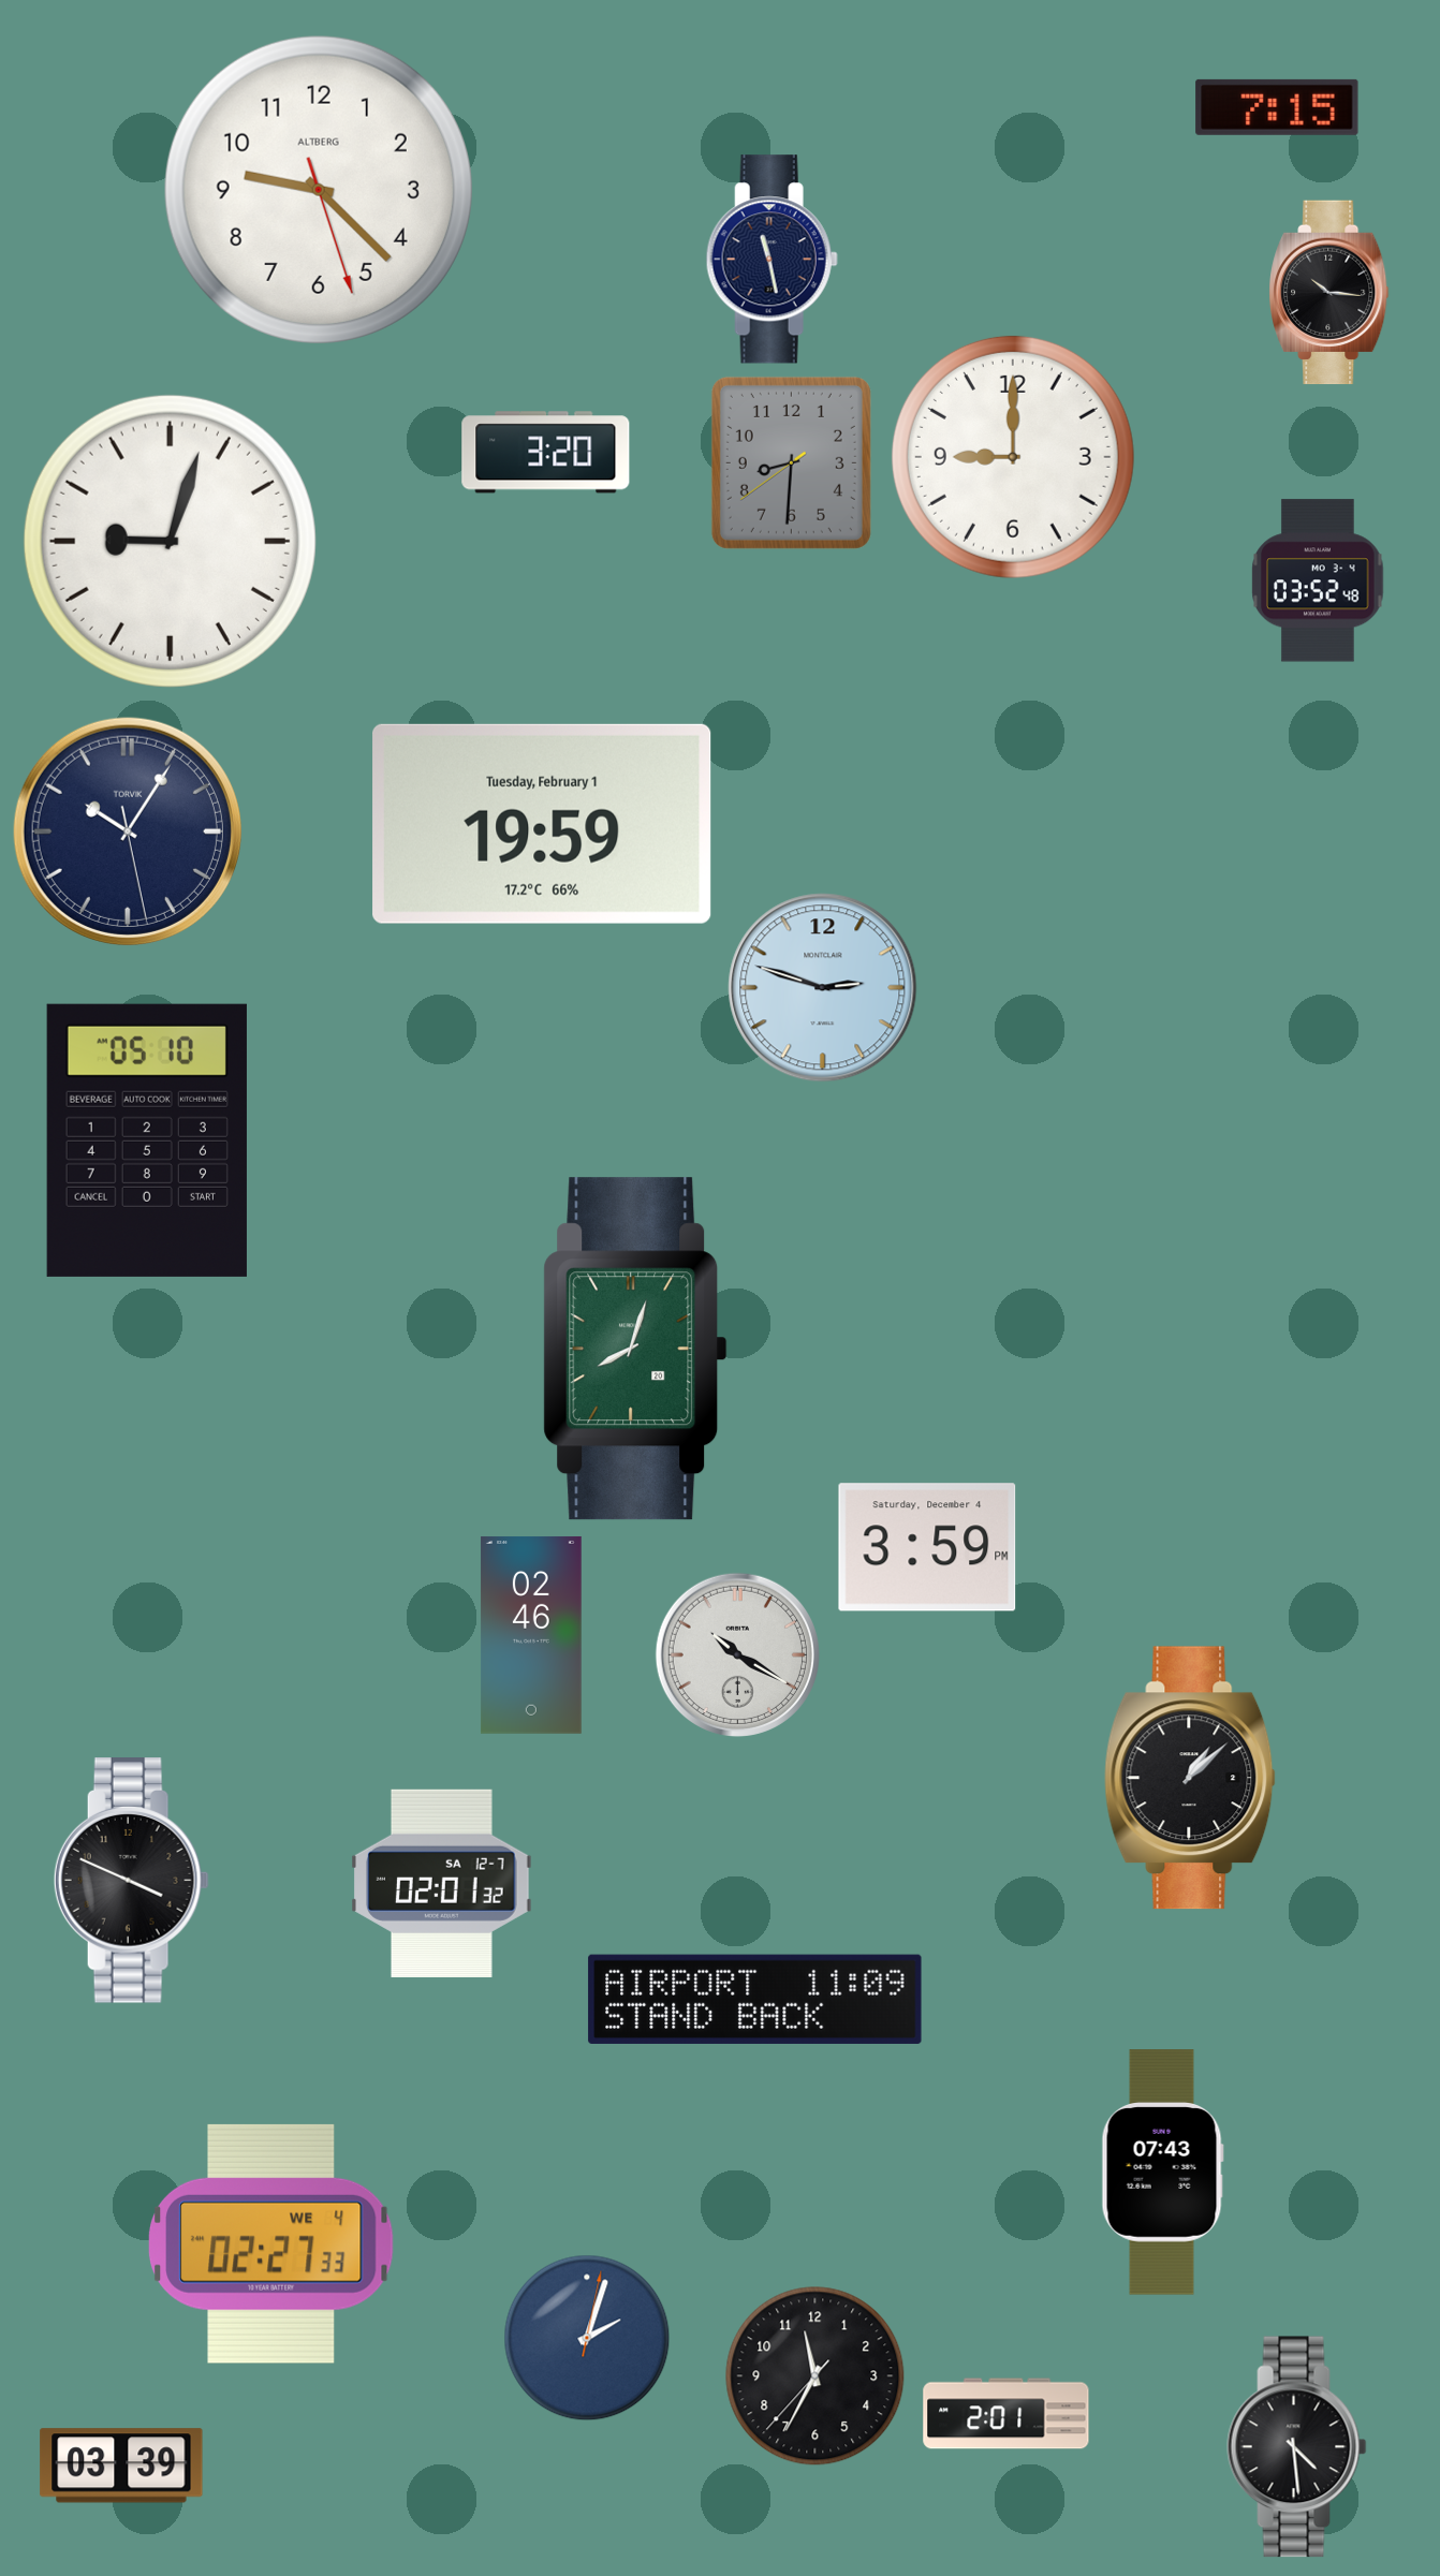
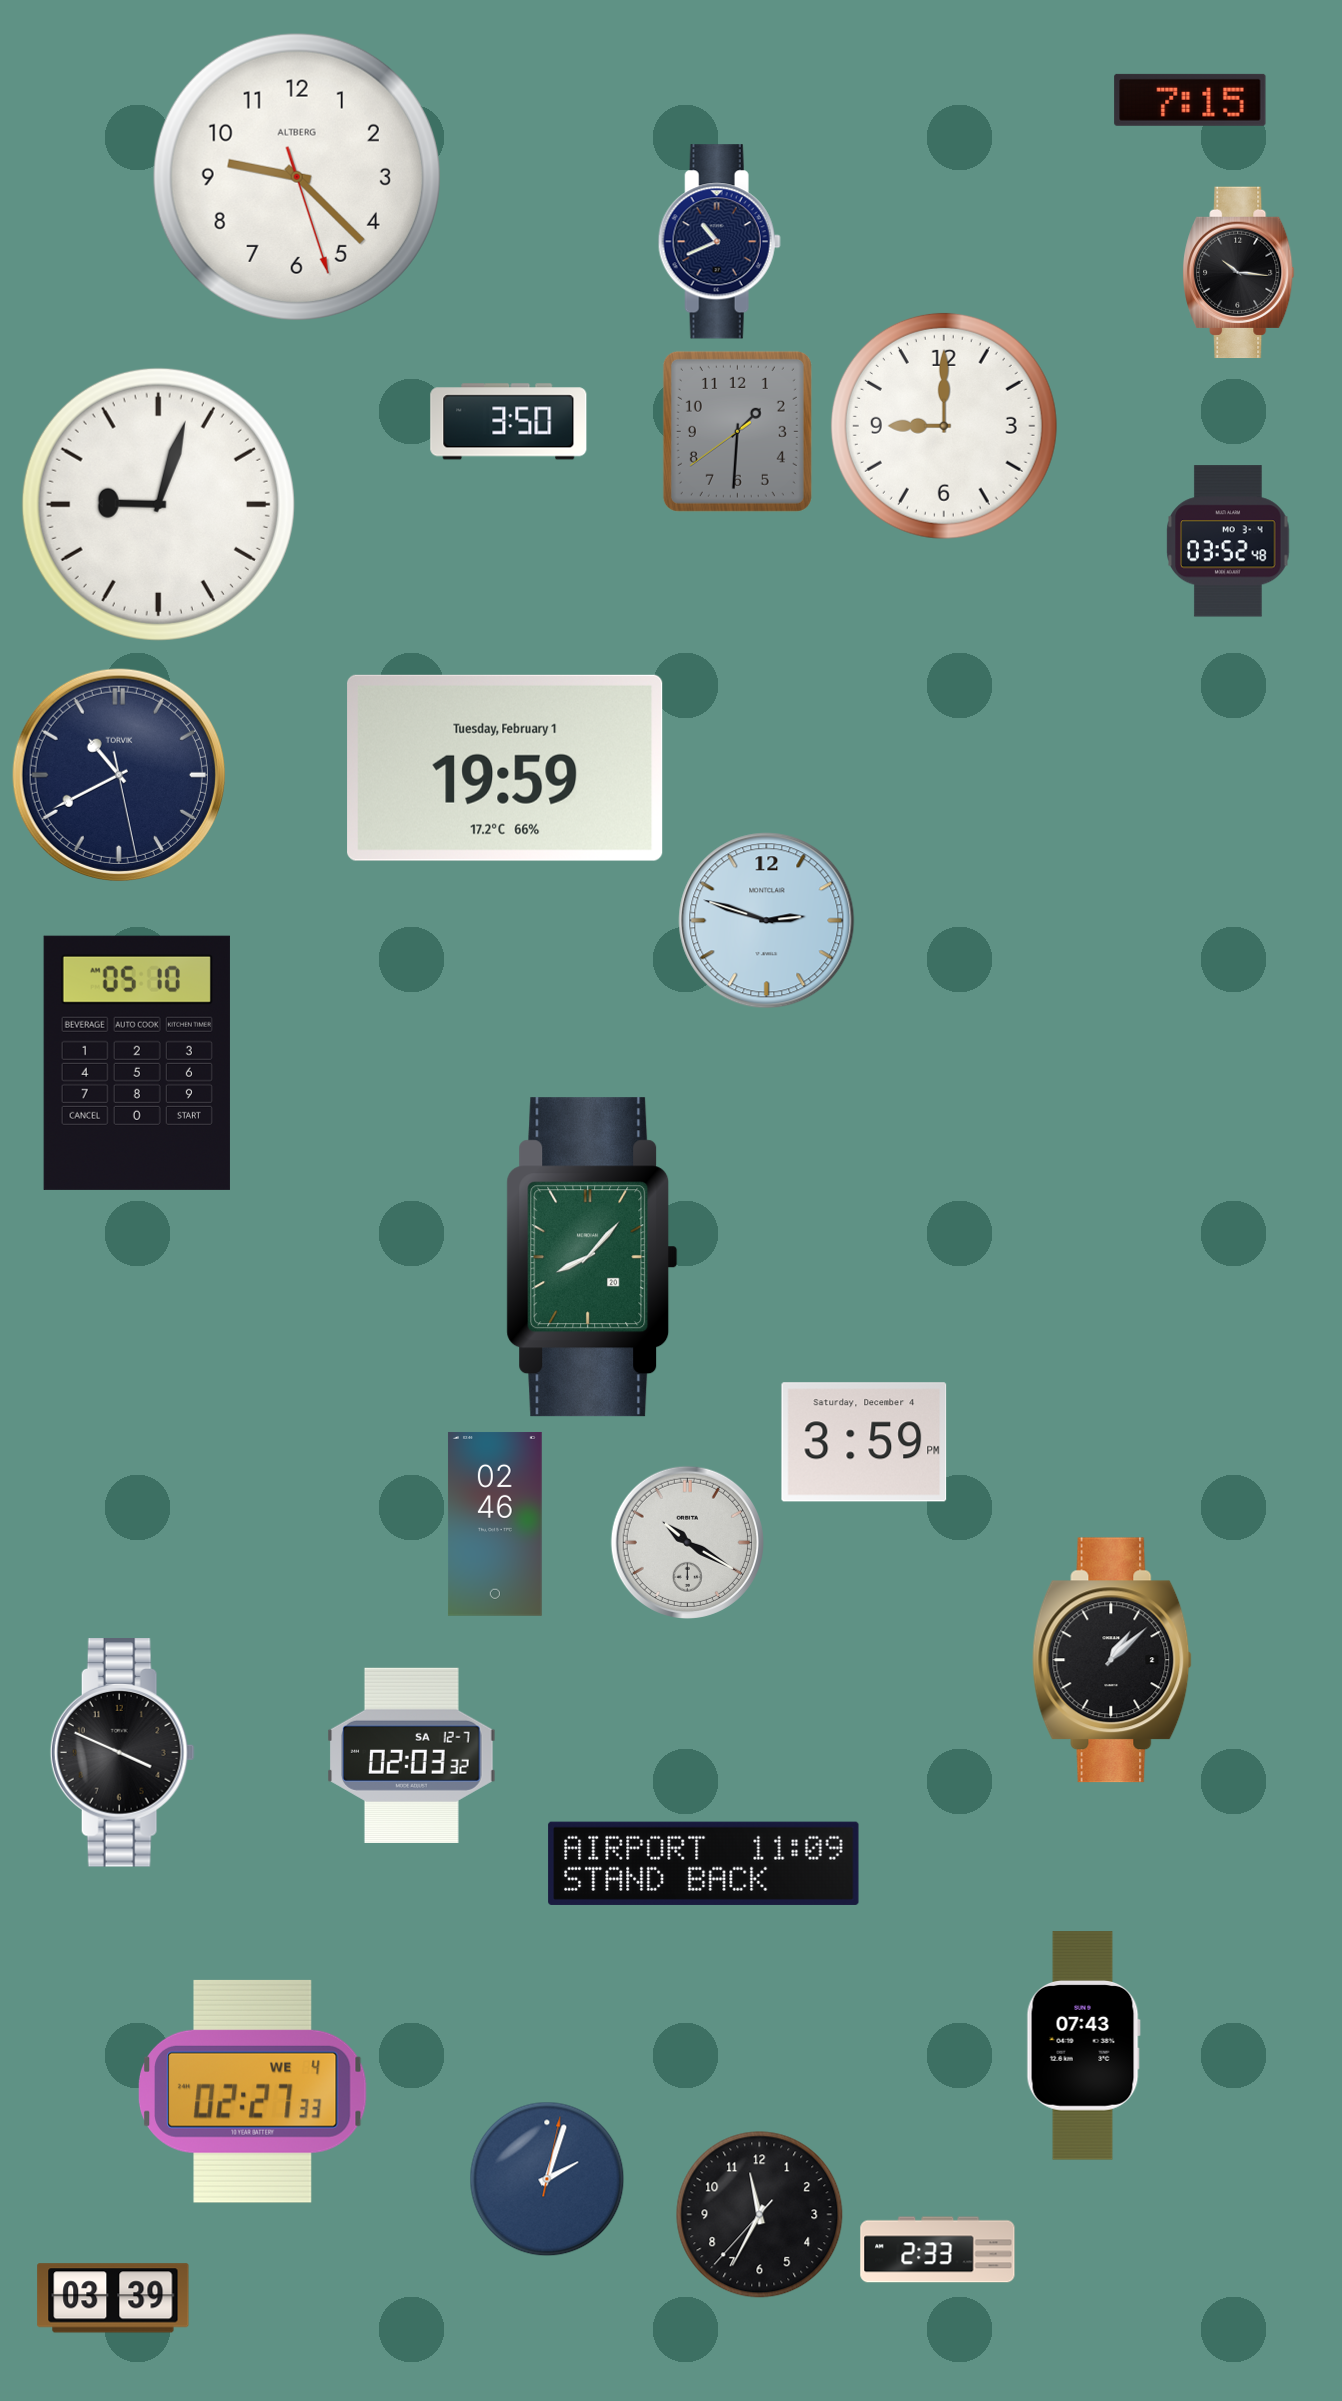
clock at (772, 260): 11:28 -> 10:41
clock at (546, 453): 3:20 -> 3:50
clock at (791, 462): 8:30 -> 1:30
clock at (128, 831): 10:05 -> 10:40
clock at (635, 1349): 8:03 -> 8:07
clock at (1190, 1778) position: (1190, 1778) -> (1112, 1660)
clock at (442, 1883): 02:01 -> 02:03
clock at (1162, 2173) position: (1162, 2173) -> (1083, 2046)
clock at (1006, 2414): 2:01 -> 2:33
clock at (1297, 2447): 4:29 -> none
